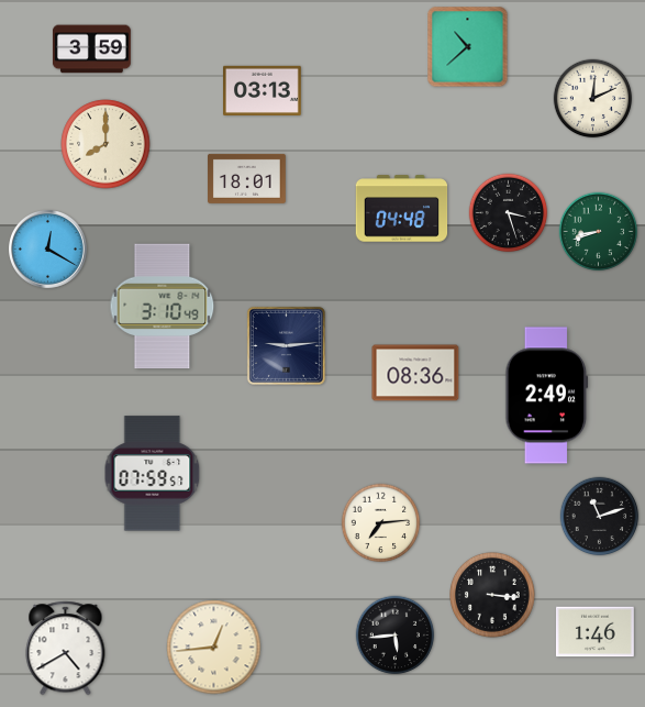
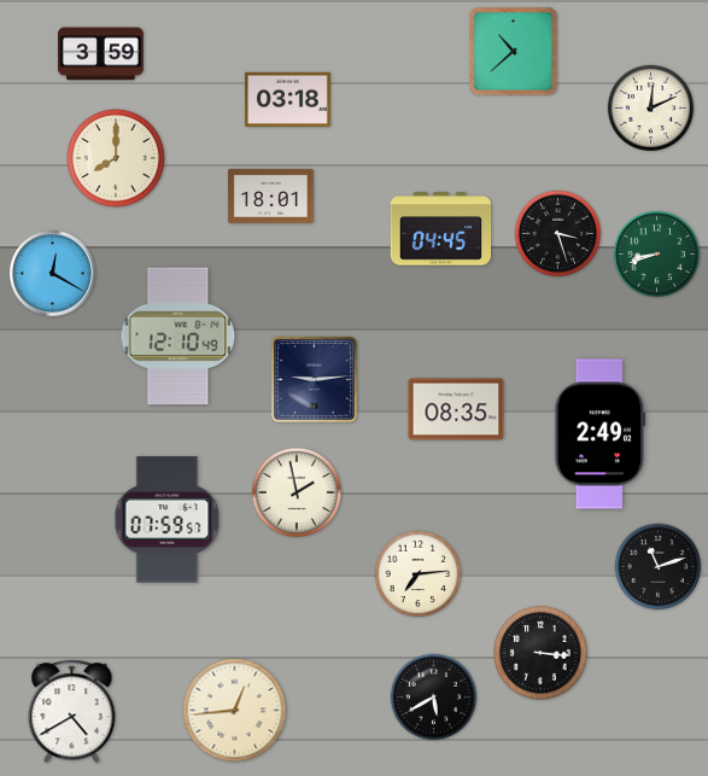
clock at (263, 90): 03:13 -> 03:18
clock at (402, 209): 04:48 -> 04:45
clock at (163, 307): 3:10 -> 12:10
clock at (415, 373): 08:36 -> 08:35
clock at (297, 492): none -> 1:58
clock at (596, 632): 1:46 -> none
clock at (396, 636): 5:44 -> 5:40
